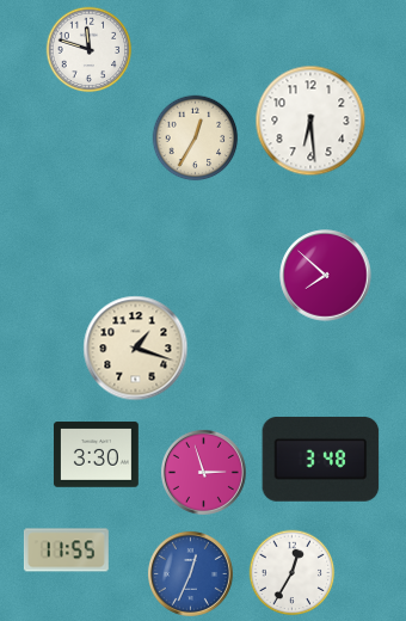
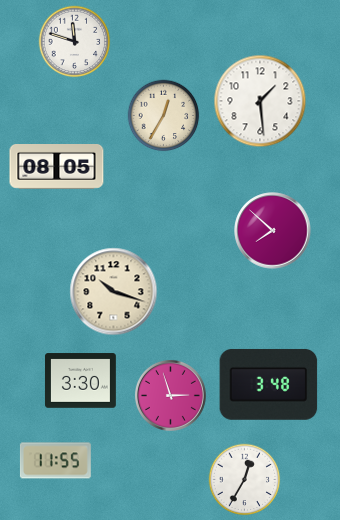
clock at (310, 121): 6:29 -> 1:29
clock at (57, 167): none -> 08:05
clock at (136, 349): 1:18 -> 10:18
clock at (190, 573): 12:34 -> none
